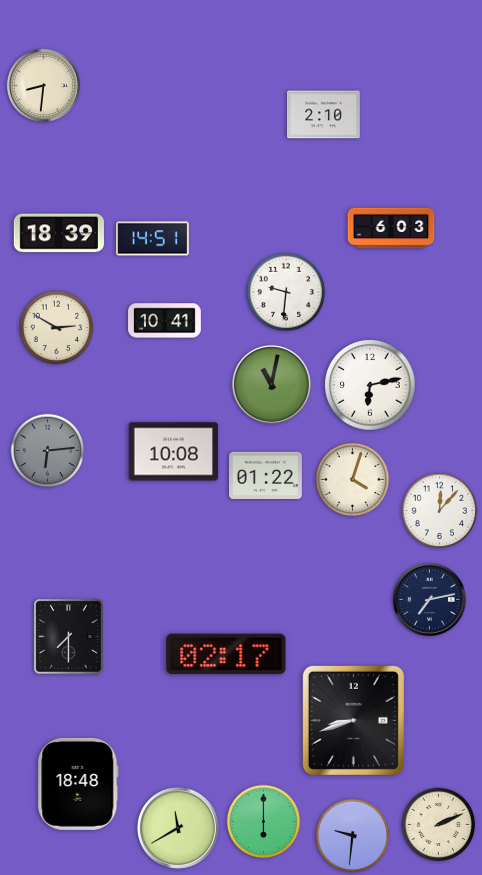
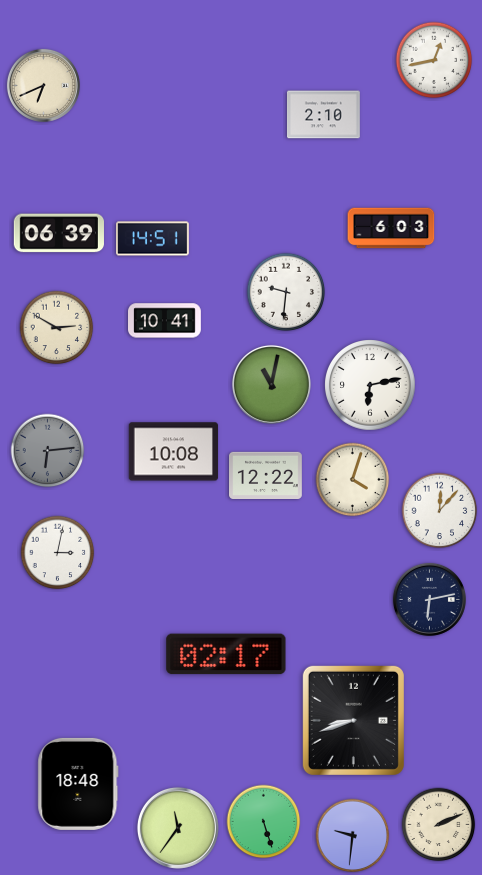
clock at (434, 60): none -> 12:43
clock at (43, 85): 8:31 -> 6:41
clock at (59, 233): 18:39 -> 06:39
clock at (266, 475): 01:22 -> 12:22
clock at (58, 553): none -> 3:02
clock at (429, 599): 7:13 -> 6:13
clock at (69, 637): 7:30 -> none
clock at (264, 822): 6:00 -> 5:27
clock at (178, 828): 11:40 -> 11:36
